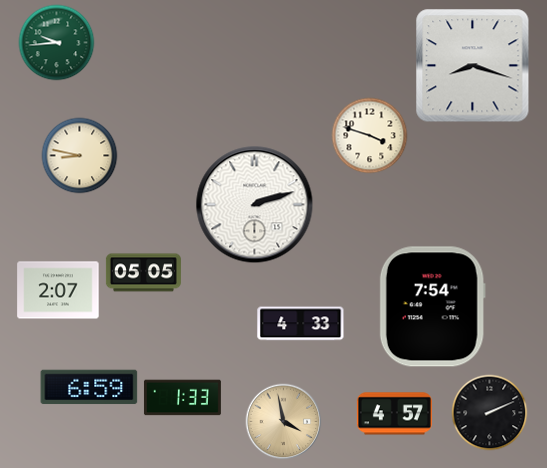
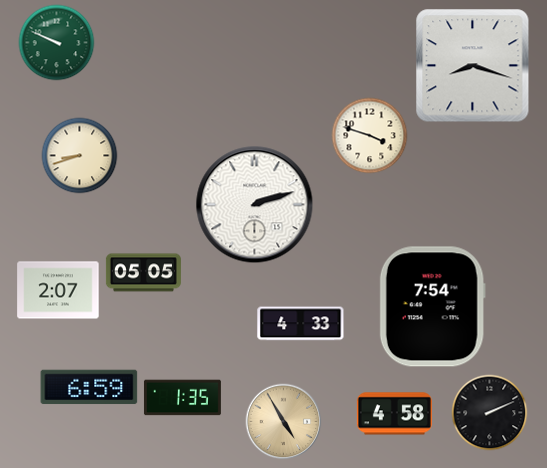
clock at (57, 43): 9:44 -> 9:49
clock at (80, 156): 8:47 -> 8:42
clock at (182, 398): 1:33 -> 1:35
clock at (394, 414): 4:57 -> 4:58
clock at (284, 422): 3:58 -> 4:55
